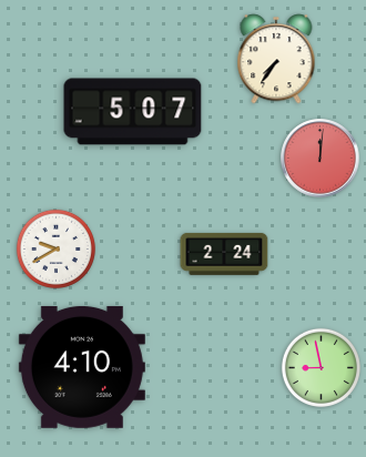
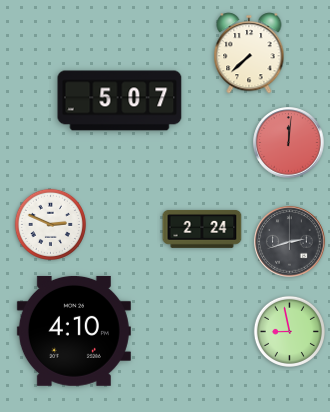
clock at (276, 59): 7:36 -> 7:38
clock at (55, 248): 9:40 -> 2:49
clock at (290, 242): none -> 2:42
